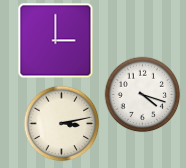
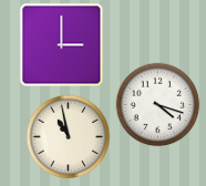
clock at (62, 124): 3:13 -> 10:58
